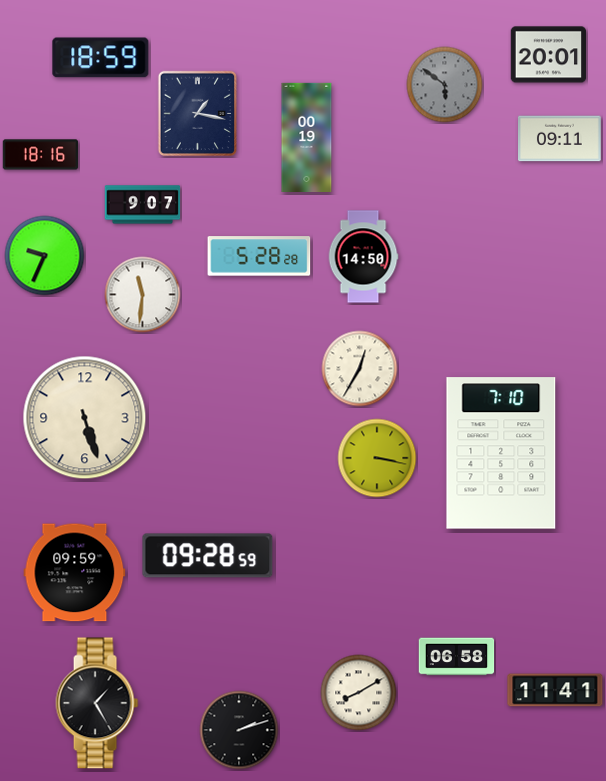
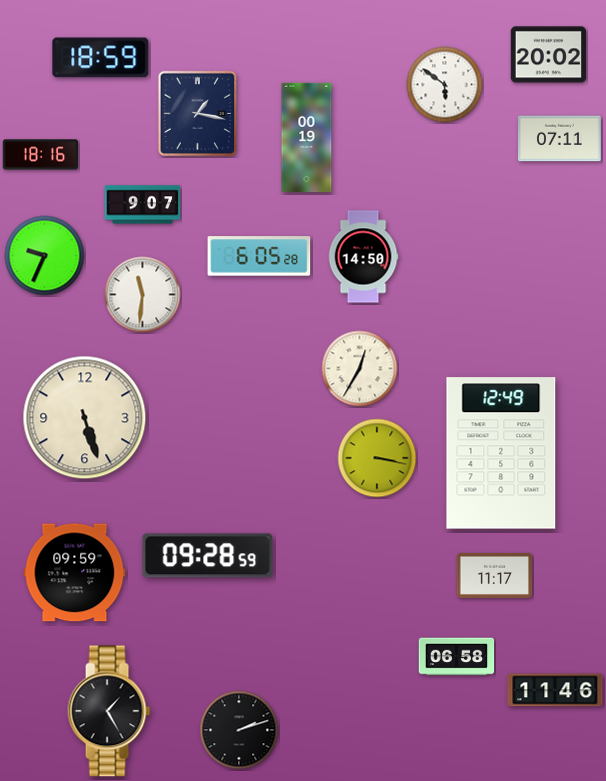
clock at (549, 55): 20:01 -> 20:02
clock at (445, 85) dial: grey -> white
clock at (560, 139): 09:11 -> 07:11
clock at (259, 256): 5:28 -> 6:05
clock at (501, 453): 7:10 -> 12:49
clock at (495, 575): none -> 11:17
clock at (555, 690): 11:41 -> 11:46
clock at (359, 693): 8:10 -> none
clock at (97, 703) position: (97, 703) -> (109, 711)
